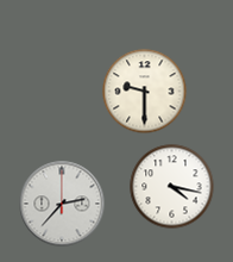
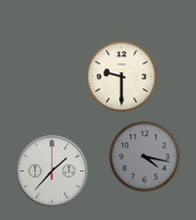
clock at (172, 187) dial: white -> grey
clock at (62, 204): 2:37 -> 1:37
